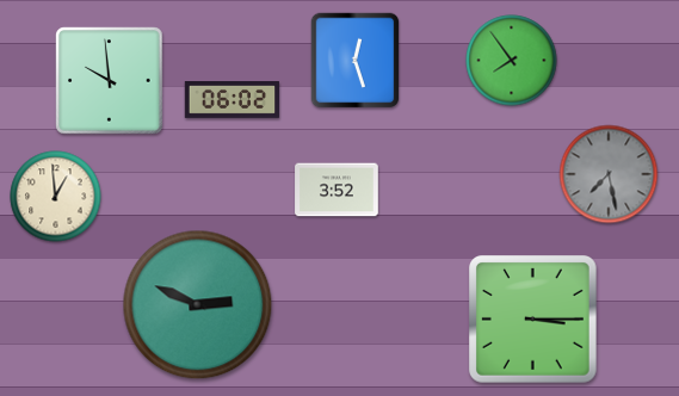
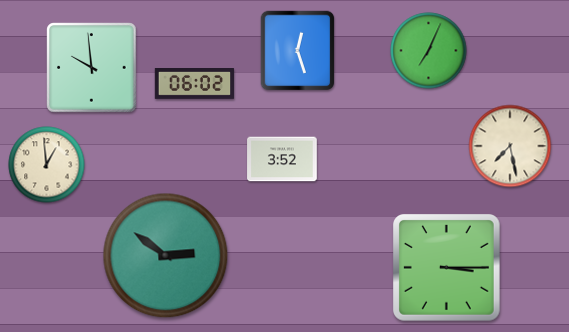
clock at (512, 61): 7:54 -> 7:04
clock at (609, 174) dial: grey -> cream
clock at (198, 305): 2:49 -> 2:51
